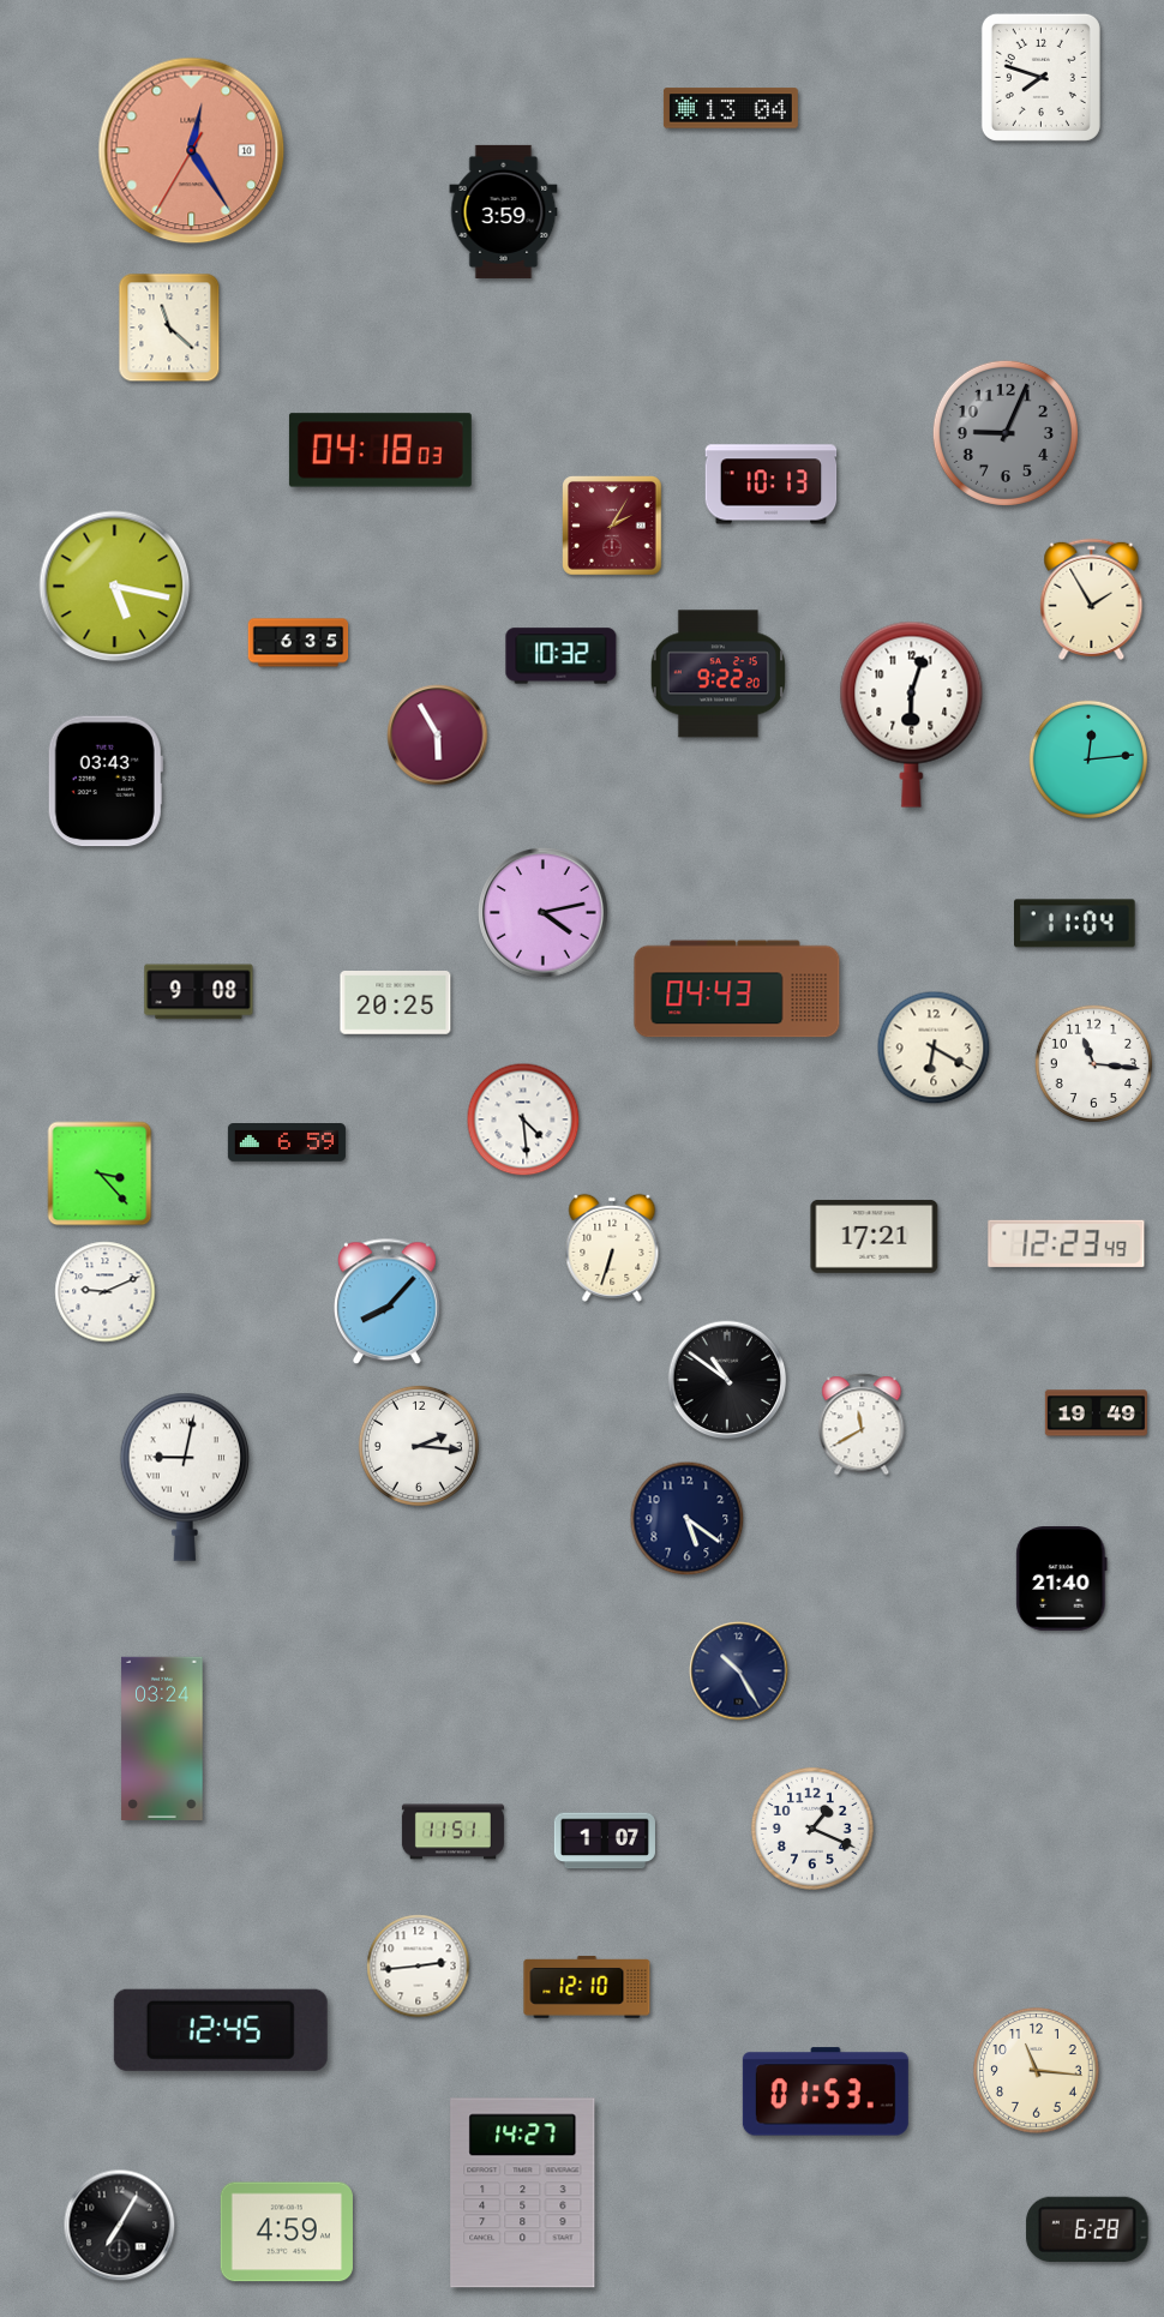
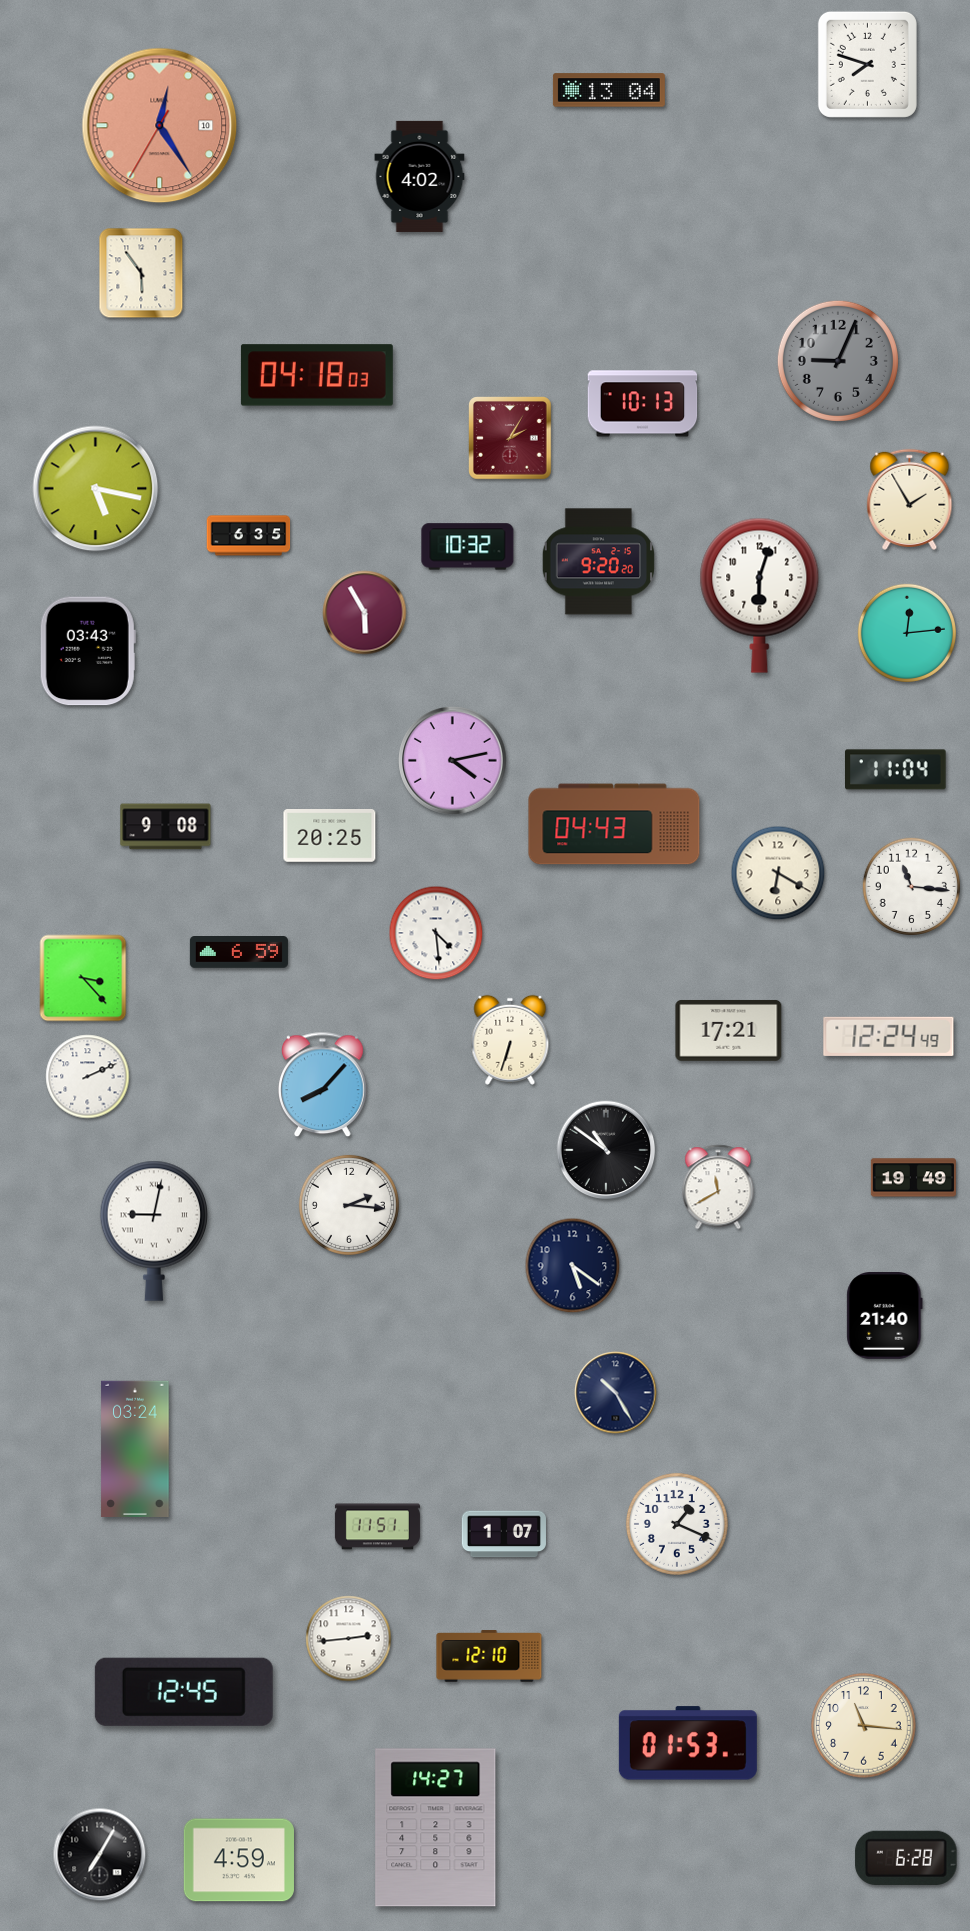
clock at (504, 211): 3:59 -> 4:02
clock at (169, 328): 11:22 -> 5:54
clock at (718, 674): 9:22 -> 9:20
clock at (1067, 1243): 12:23 -> 12:24
clock at (106, 1292): 9:11 -> 2:11
